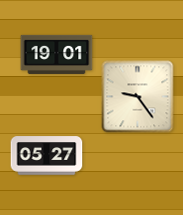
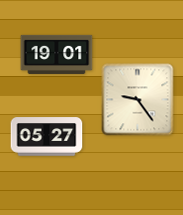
clock at (138, 97) position: (138, 97) -> (138, 100)
clock at (47, 156) position: (47, 156) -> (47, 137)
